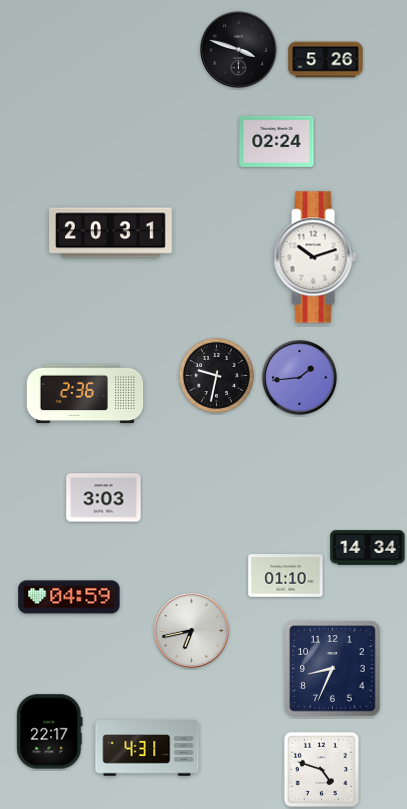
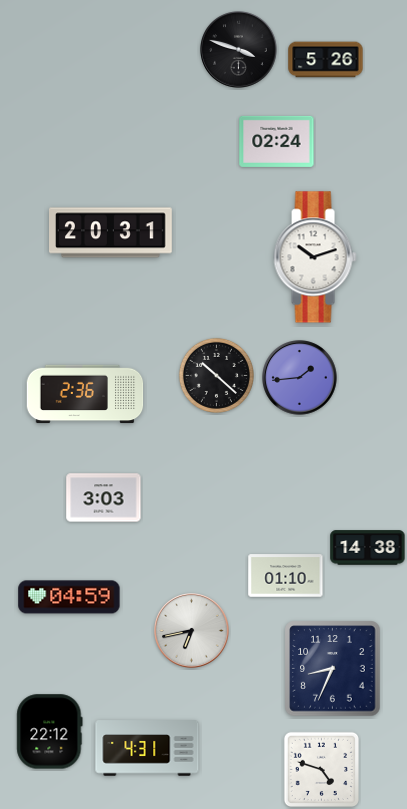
clock at (216, 375): 9:32 -> 10:22
clock at (368, 548): 14:34 -> 14:38
clock at (50, 732): 22:17 -> 22:12
